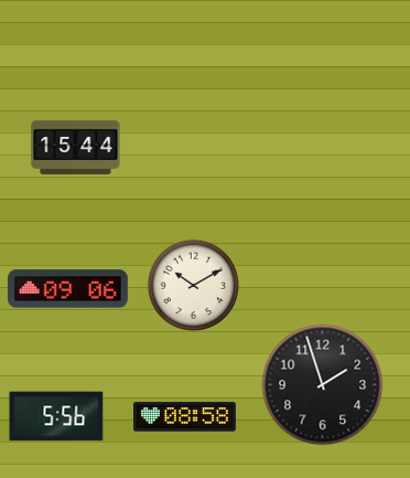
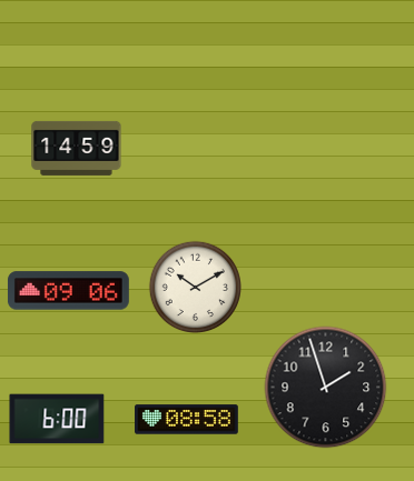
clock at (76, 147): 15:44 -> 14:59
clock at (56, 416): 5:56 -> 6:00
